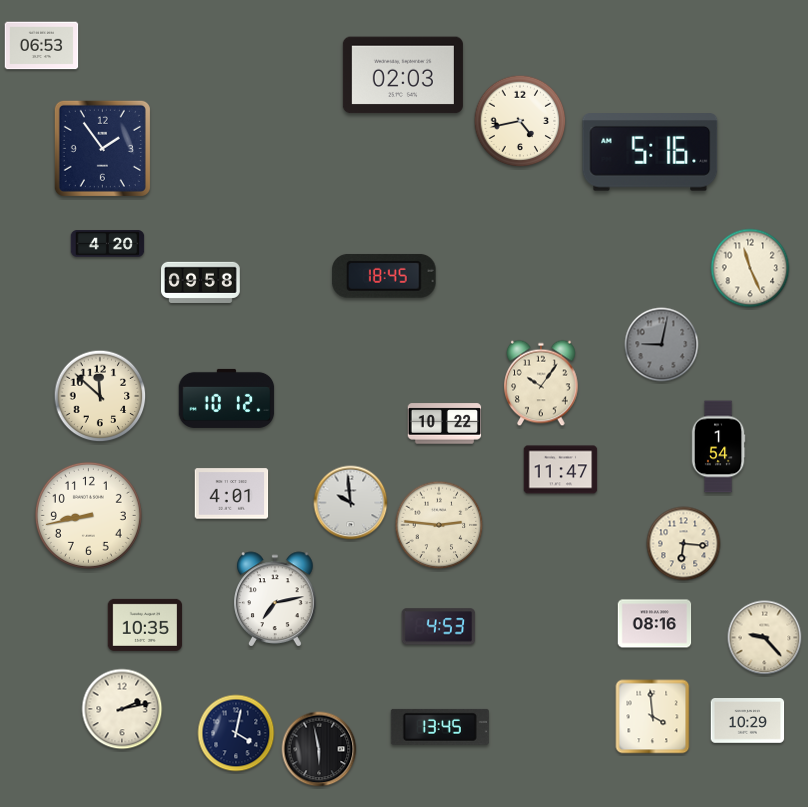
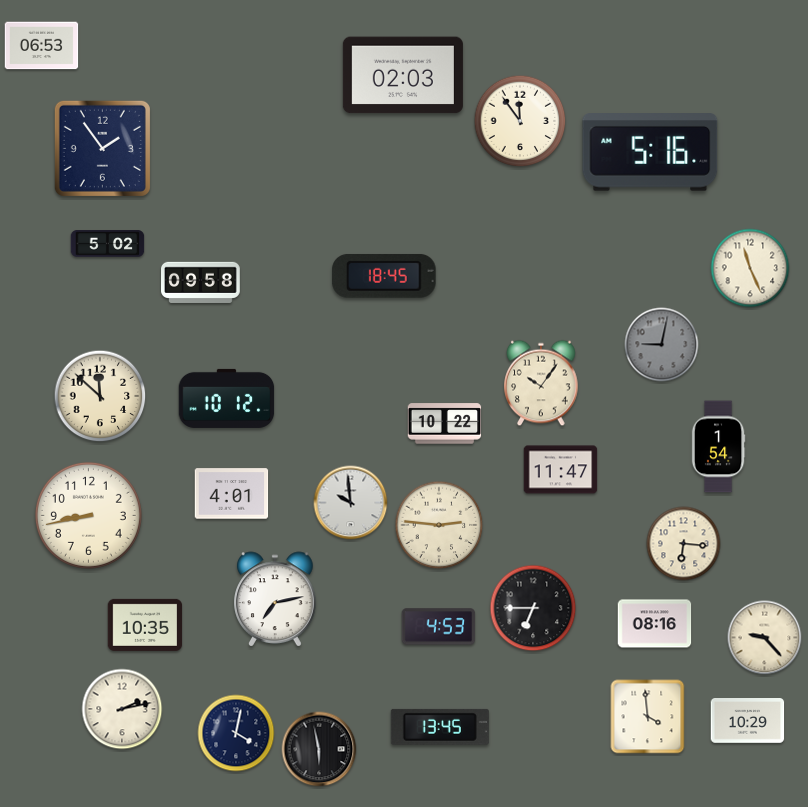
clock at (520, 121): 4:43 -> 11:54
clock at (108, 244): 4:20 -> 5:02
clock at (533, 608): none -> 6:45
clock at (653, 717) position: (653, 717) -> (648, 717)
